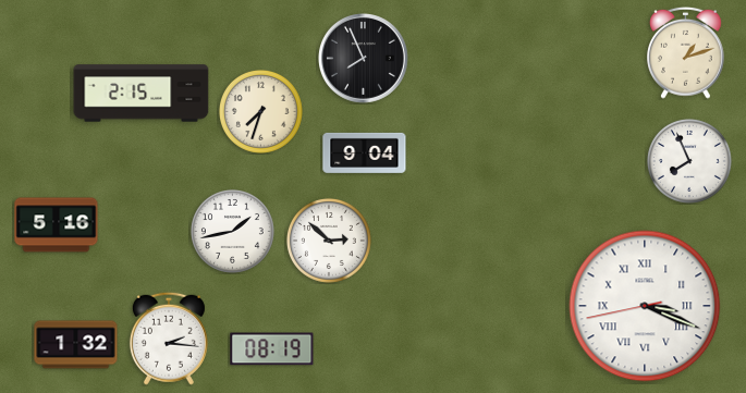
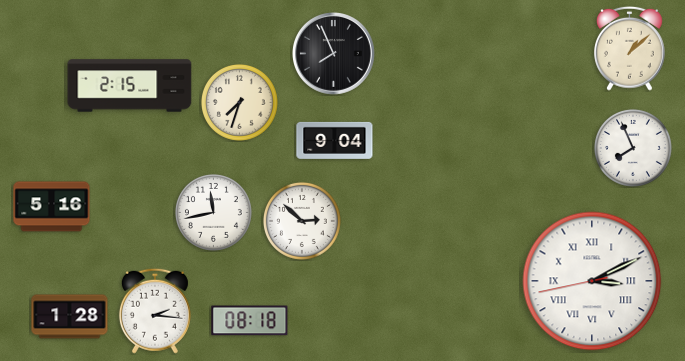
clock at (686, 52): 1:12 -> 1:08
clock at (232, 231): 1:43 -> 11:43
clock at (645, 306): 3:18 -> 3:10
clock at (76, 345): 1:32 -> 1:28
clock at (272, 349): 08:19 -> 08:18
